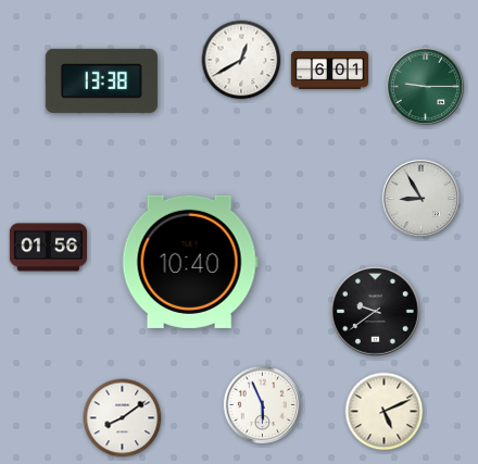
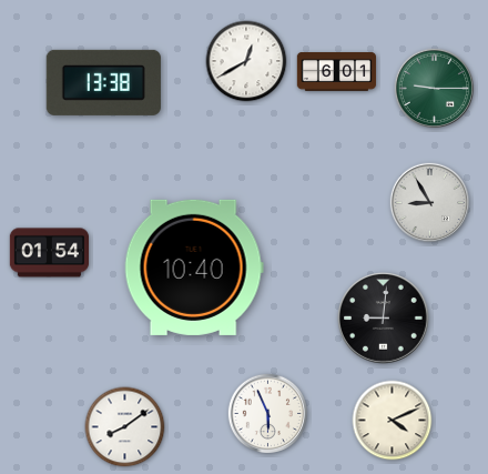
clock at (48, 248): 01:56 -> 01:54
clock at (376, 312): 9:39 -> 9:01
clock at (385, 412): 5:11 -> 4:11
